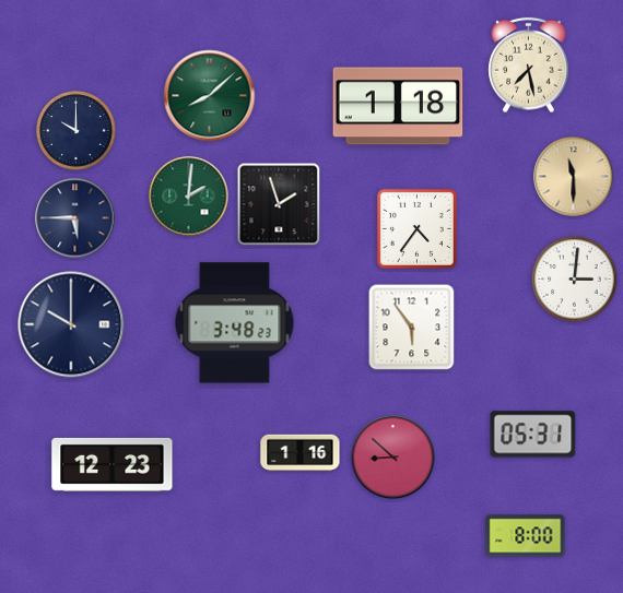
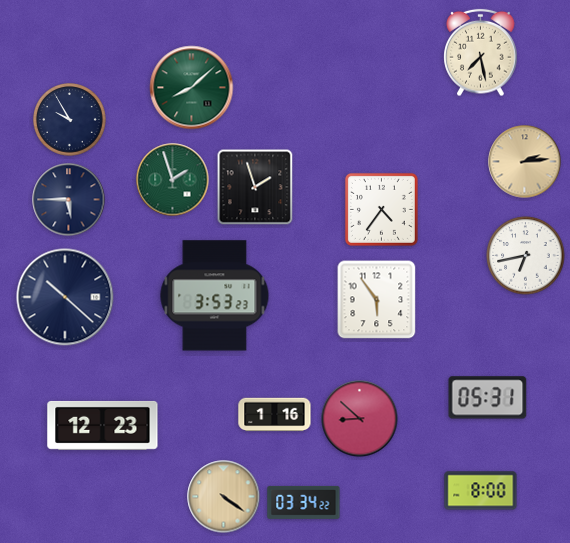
clock at (529, 66) position: (529, 66) -> (481, 53)
clock at (398, 106): 1:18 -> none
clock at (77, 131): 10:00 -> 9:55
clock at (574, 177): 11:30 -> 2:14
clock at (189, 197): 2:01 -> 1:57
clock at (575, 280): 3:01 -> 6:43
clock at (235, 323): 3:48 -> 3:53
clock at (71, 324): 10:00 -> 10:22
clock at (224, 497): none -> 4:21
clock at (304, 502): none -> 03:34
